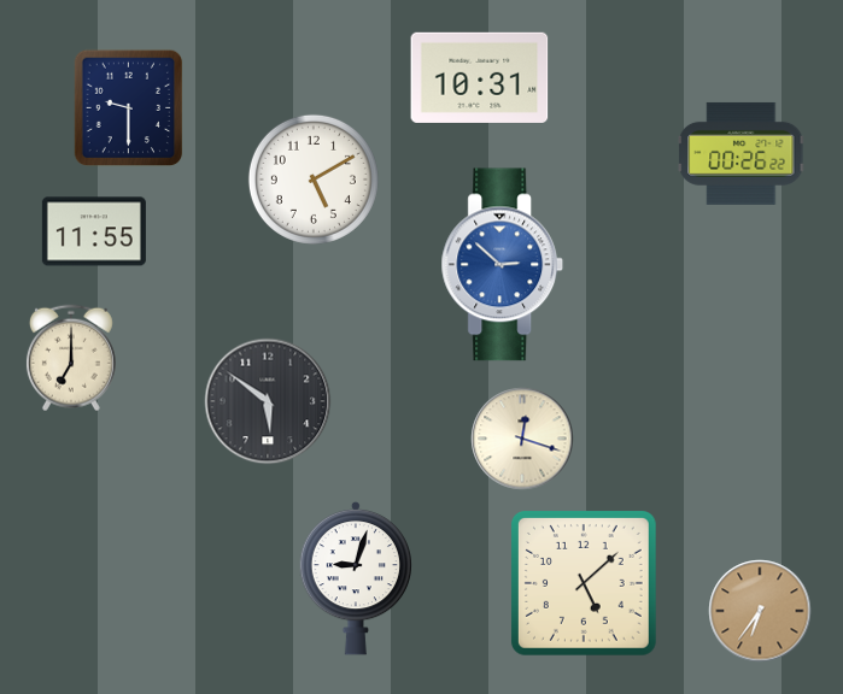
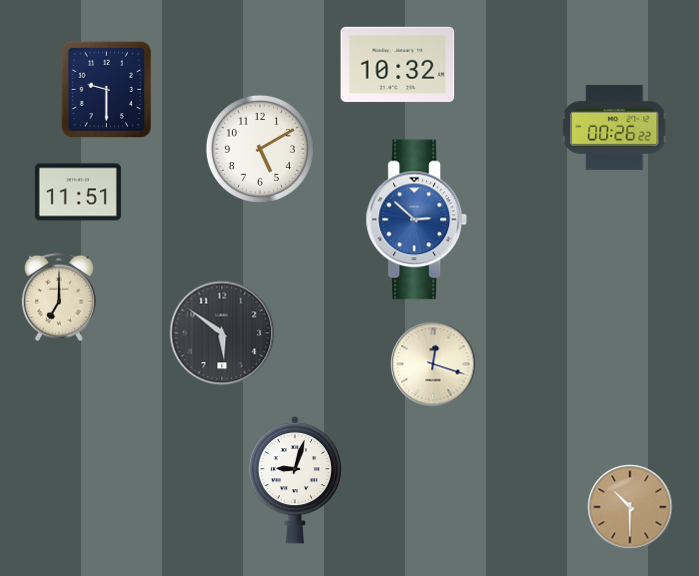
clock at (480, 77): 10:31 -> 10:32
clock at (94, 231): 11:55 -> 11:51
clock at (584, 583): 5:08 -> none
clock at (760, 611): 6:36 -> 10:30
